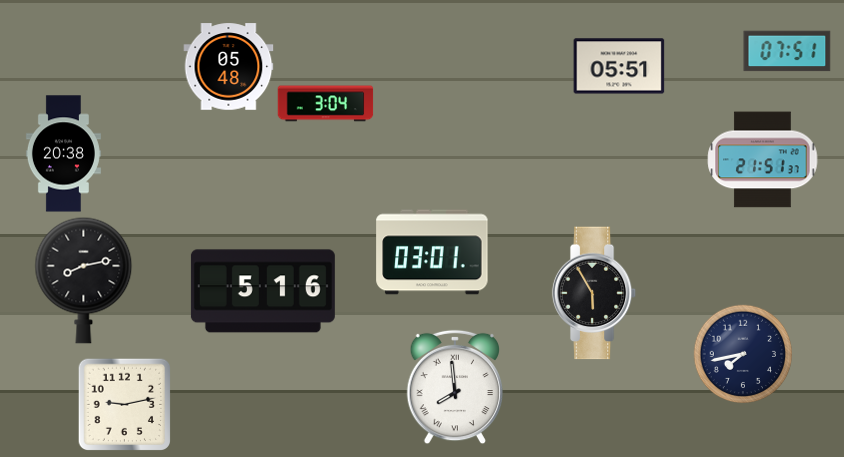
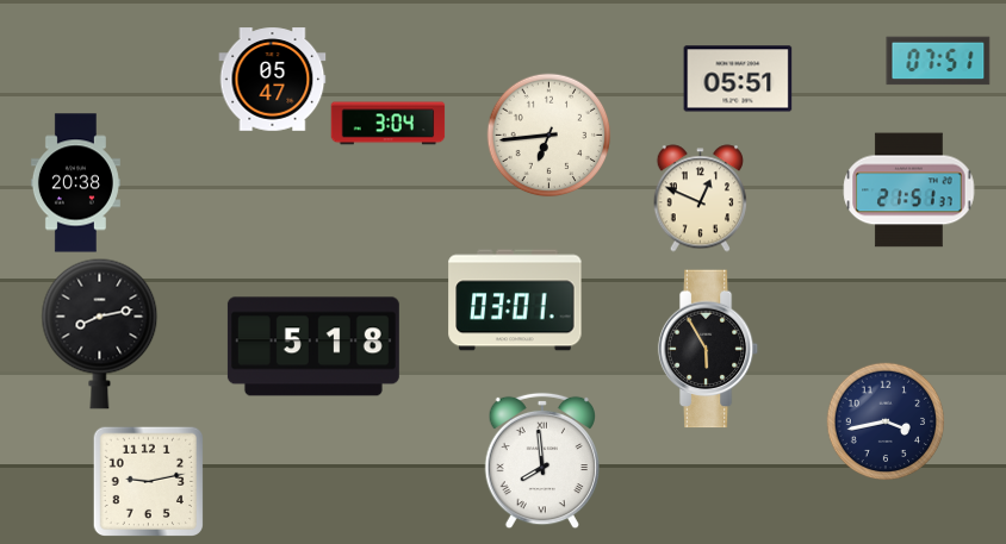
clock at (229, 67): 05:48 -> 05:47
clock at (549, 136): none -> 6:44
clock at (700, 199): none -> 12:49
clock at (263, 291): 5:16 -> 5:18
clock at (743, 354): 7:43 -> 3:43
